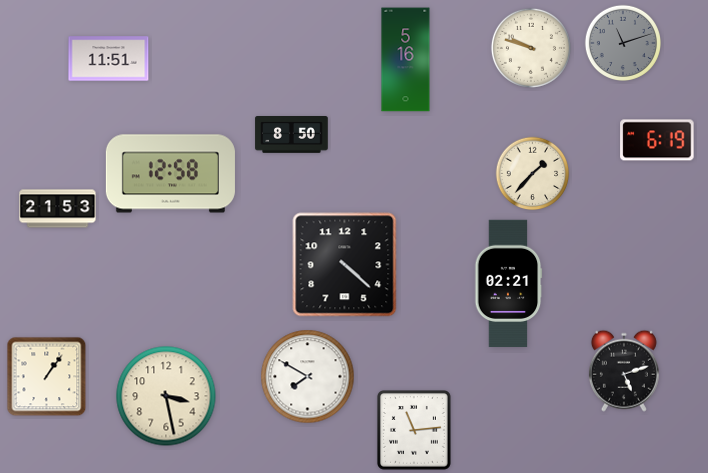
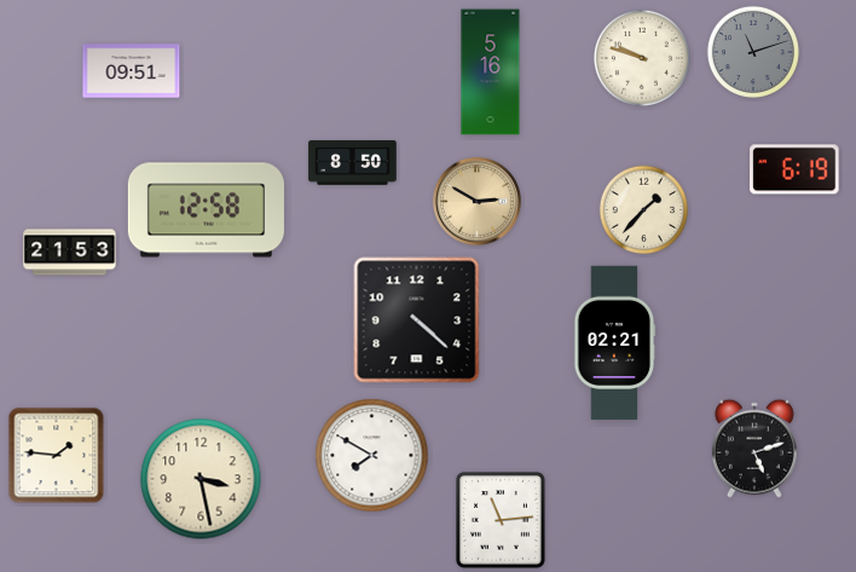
clock at (109, 59): 11:51 -> 09:51
clock at (476, 201): none -> 2:50
clock at (47, 377): 1:06 -> 1:46
